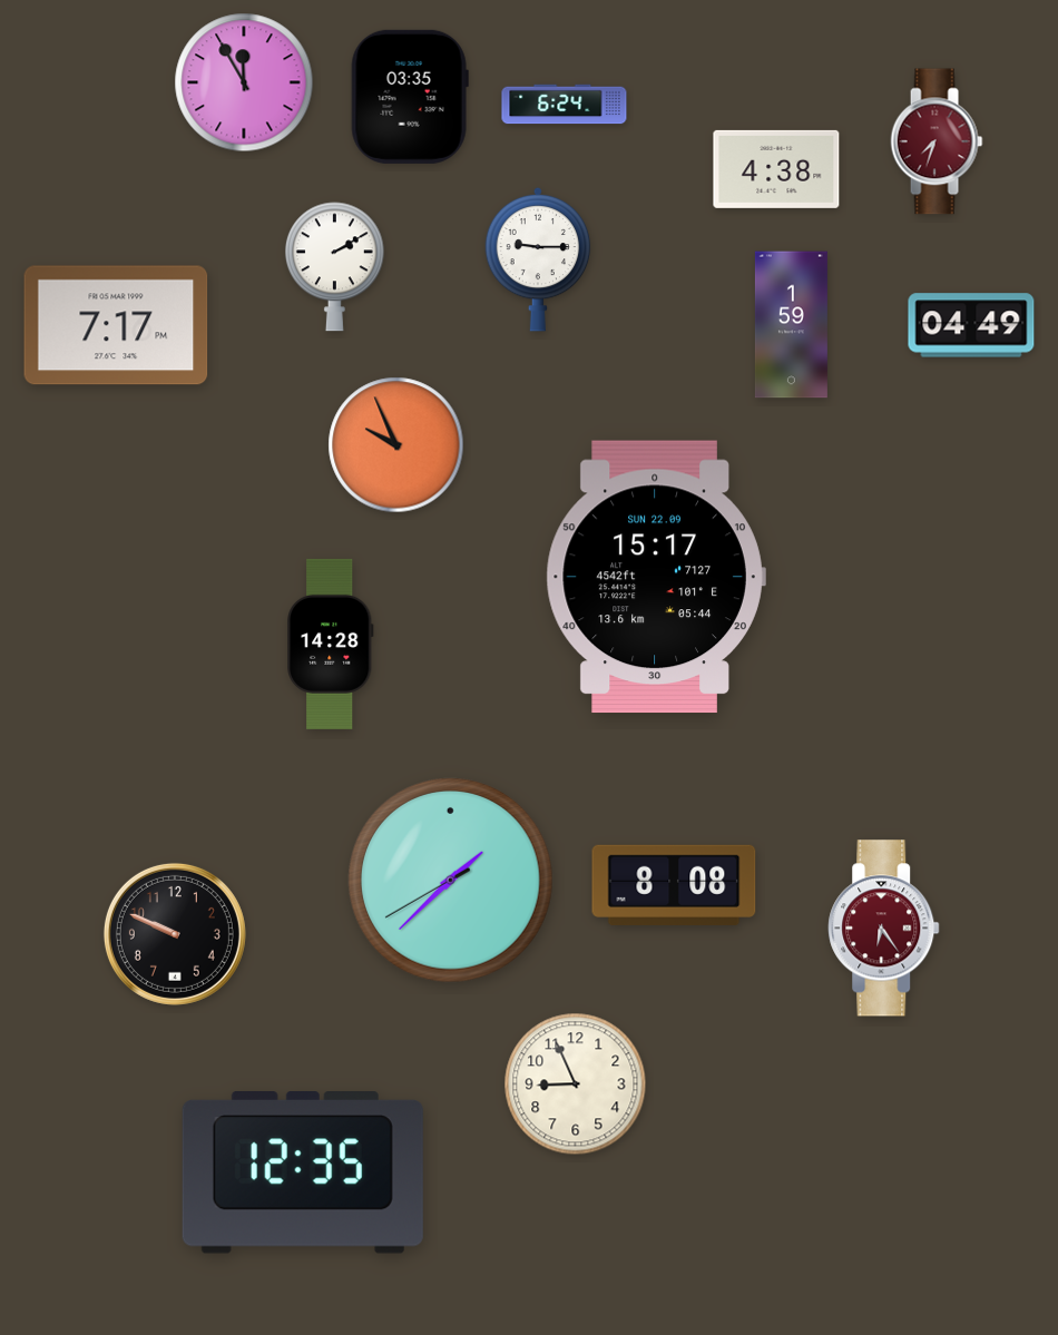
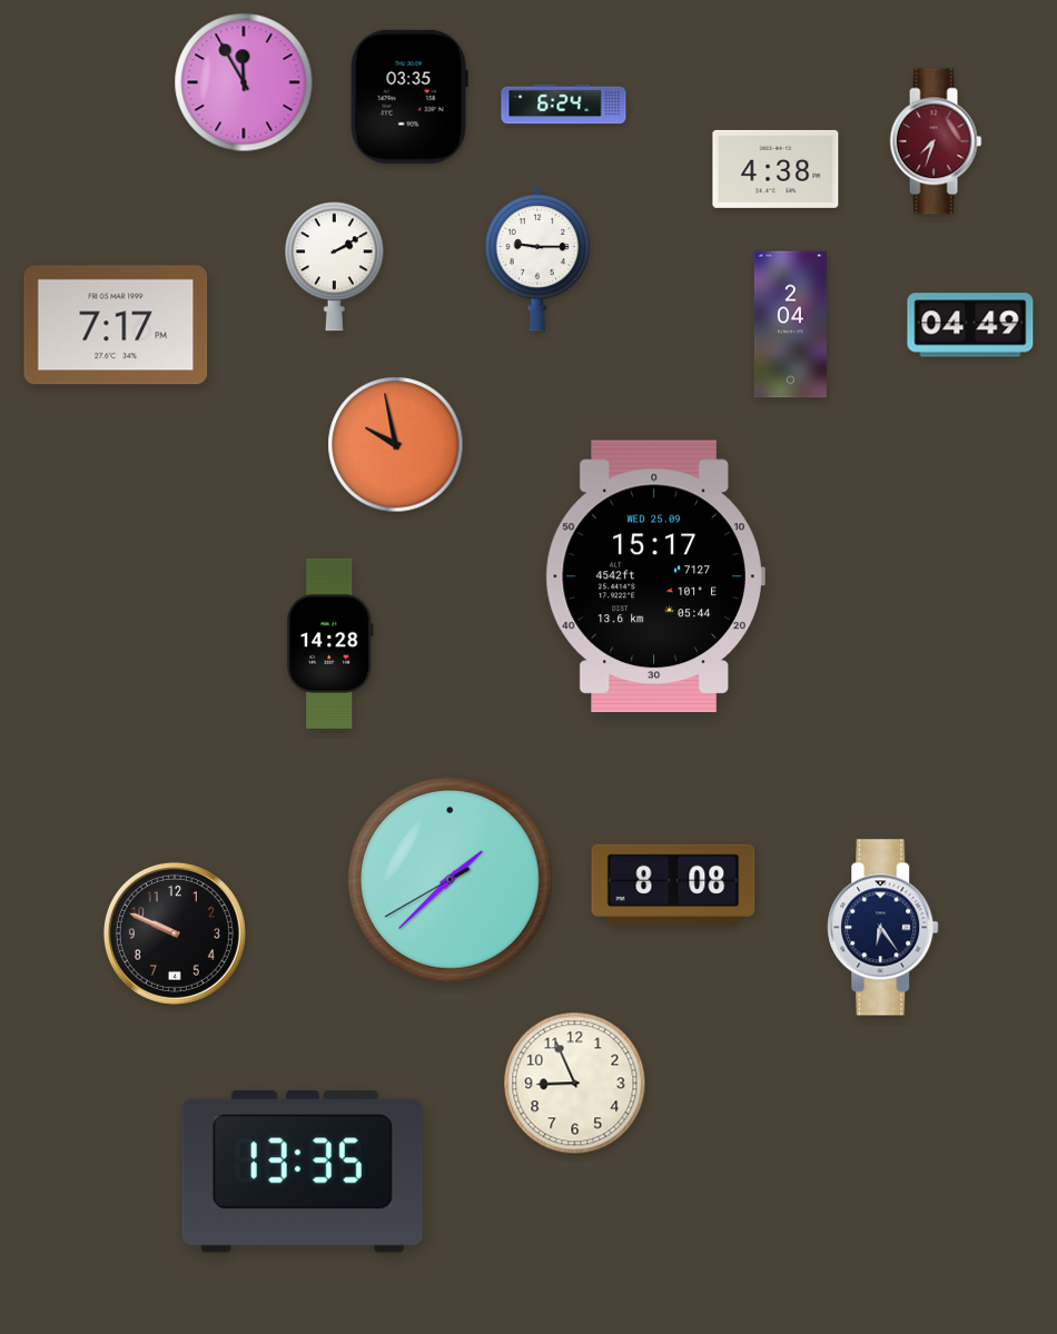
clock at (791, 325): 1:59 -> 2:04
clock at (396, 445): 9:56 -> 9:58
clock at (656, 577) date: SUN 22.09 -> WED 25.09
clock at (884, 929) dial: burgundy -> navy
clock at (303, 1174): 12:35 -> 13:35
